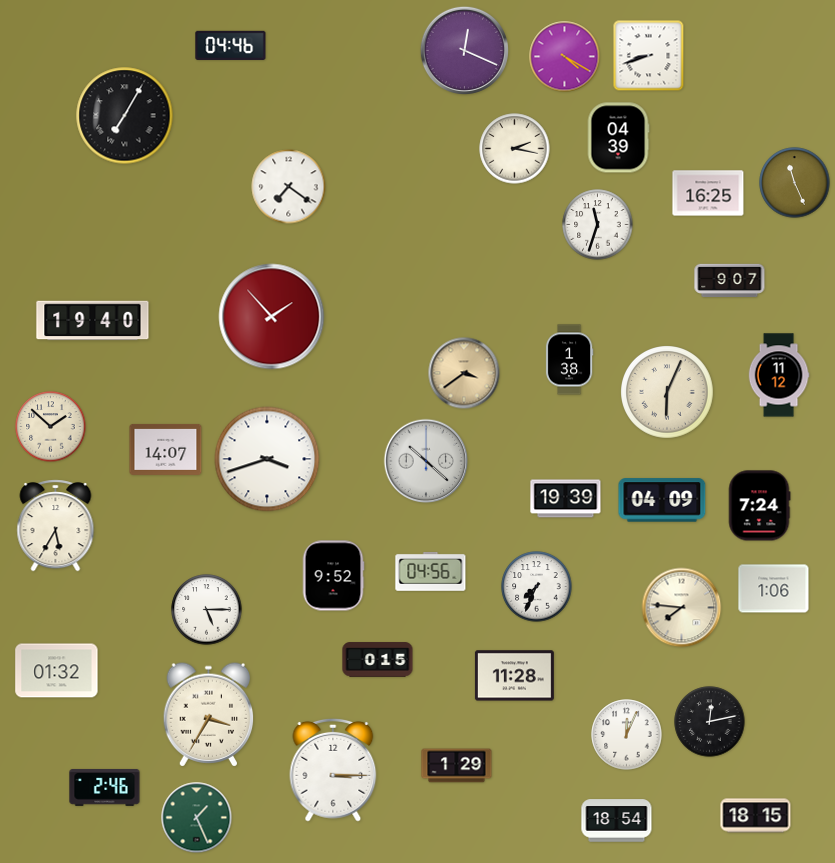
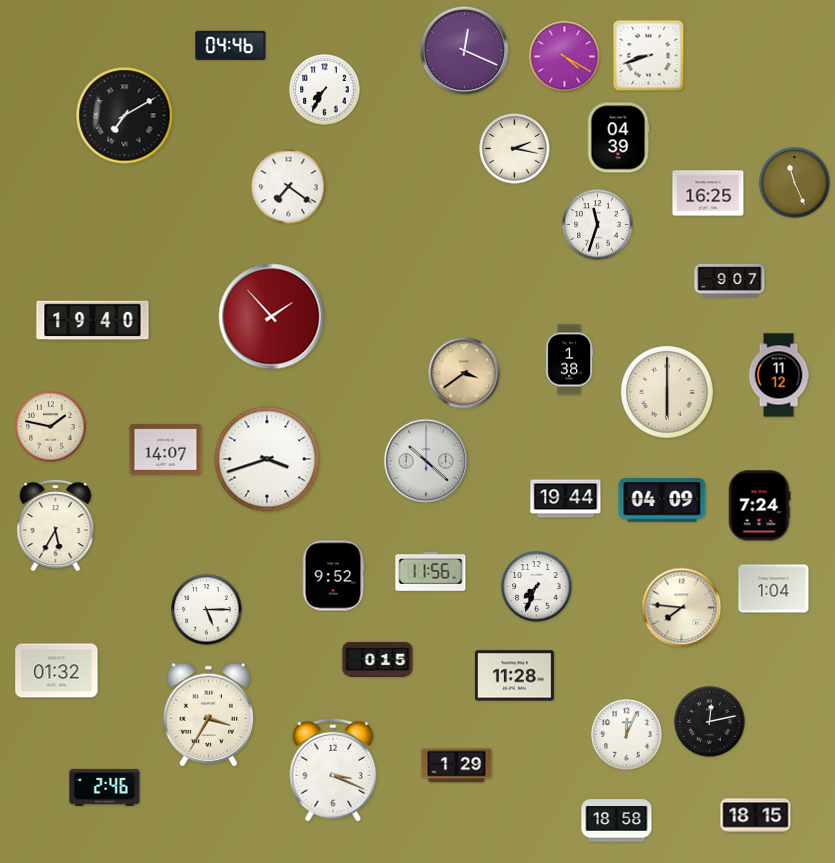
clock at (325, 90): none -> 7:35
clock at (125, 116): 7:05 -> 7:10
clock at (668, 393): 6:04 -> 6:00
clock at (51, 427): 1:52 -> 1:47
clock at (566, 499): 19:39 -> 19:44
clock at (431, 572): 04:56 -> 11:56
clock at (774, 589): 1:06 -> 1:04
clock at (333, 770): 3:15 -> 3:19
clock at (197, 818): 1:26 -> none
clock at (617, 821): 18:54 -> 18:58
